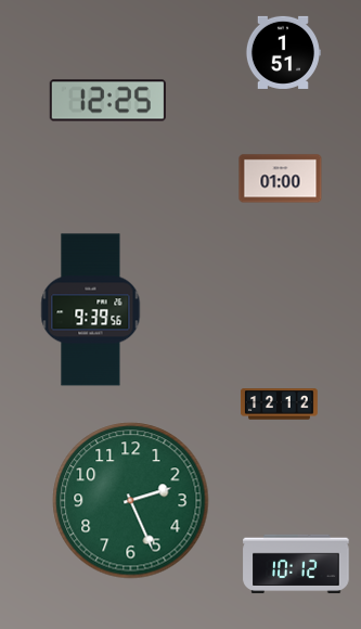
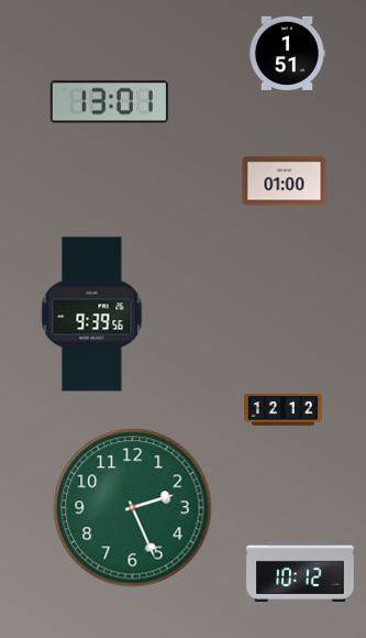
clock at (107, 101): 12:25 -> 13:01
